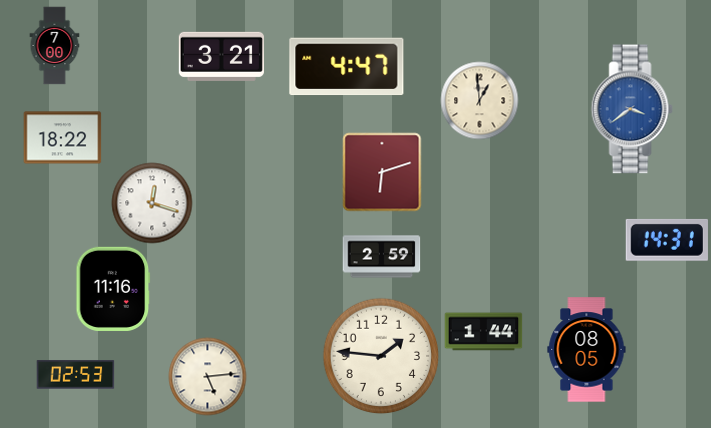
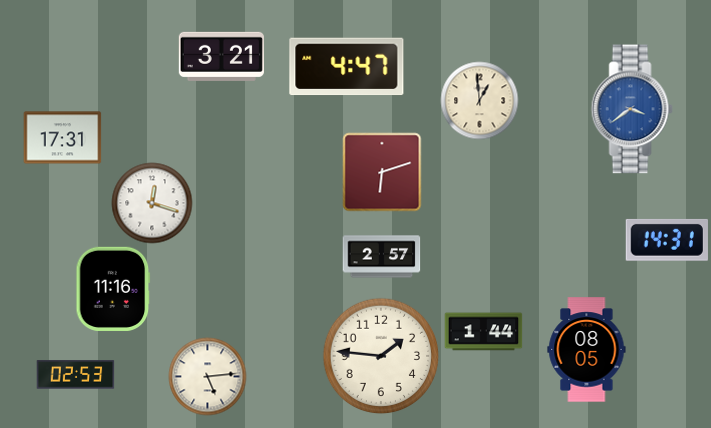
clock at (55, 45): 7:00 -> none
clock at (62, 138): 18:22 -> 17:31
clock at (381, 257): 2:59 -> 2:57
